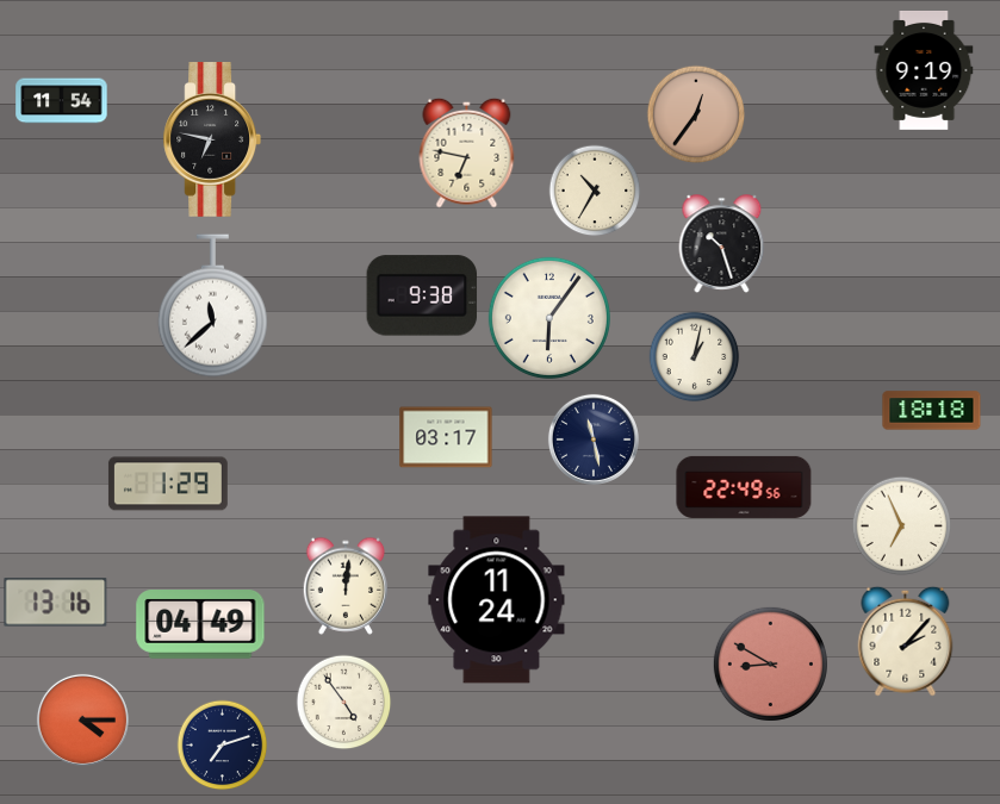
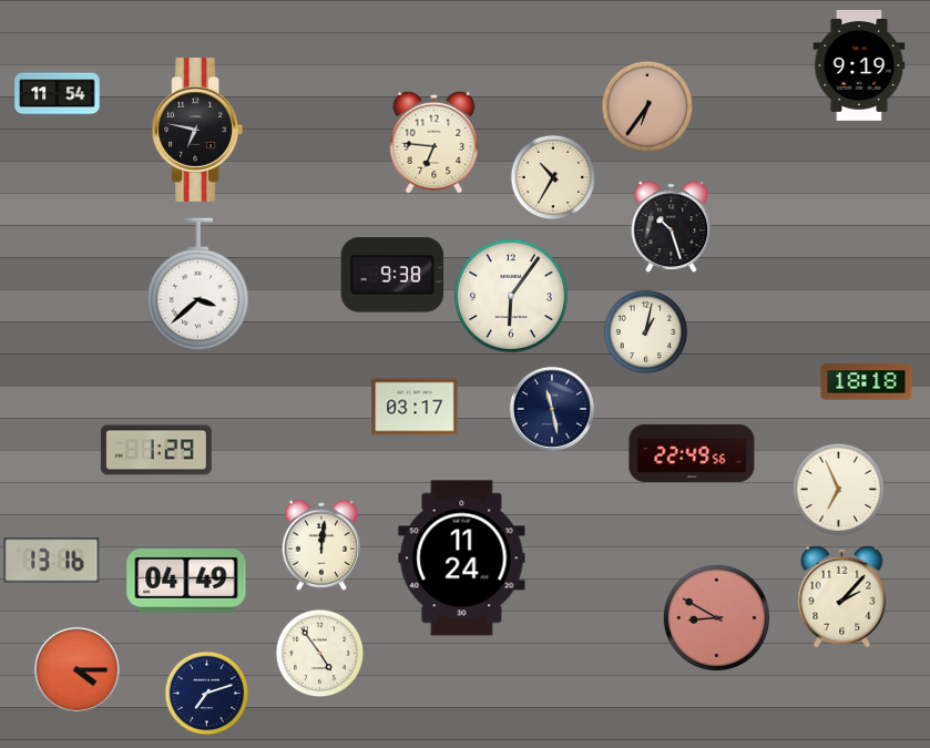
clock at (696, 114): 12:36 -> 6:36
clock at (467, 152): 6:47 -> 6:46
clock at (212, 306): 11:38 -> 3:38
